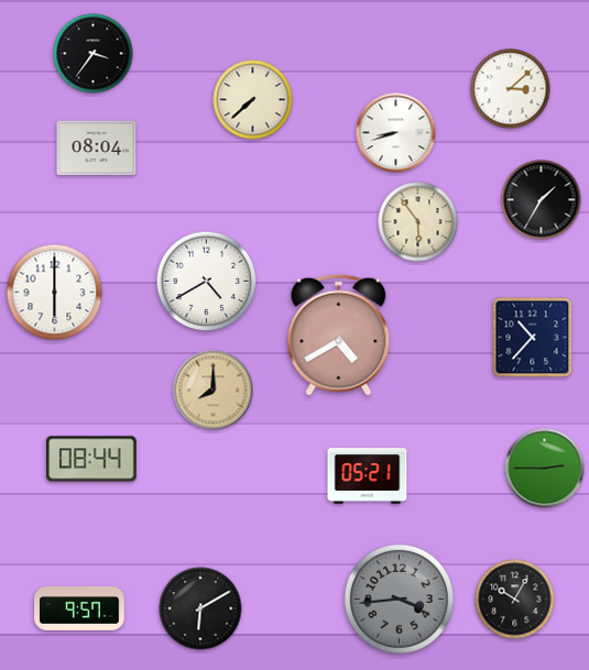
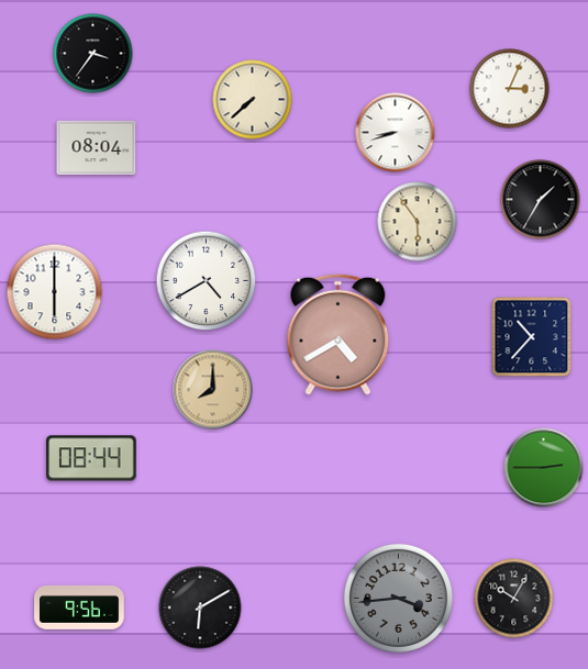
clock at (511, 89): 3:08 -> 3:04
clock at (368, 476): 05:21 -> none
clock at (79, 608): 9:57 -> 9:56
